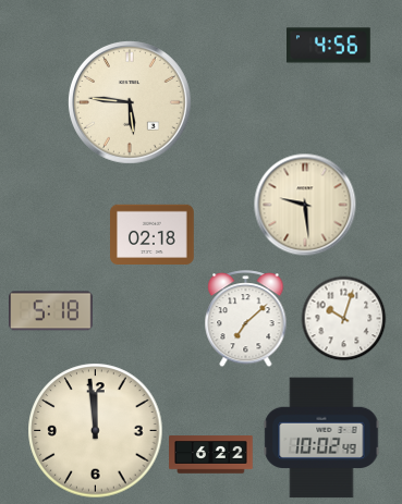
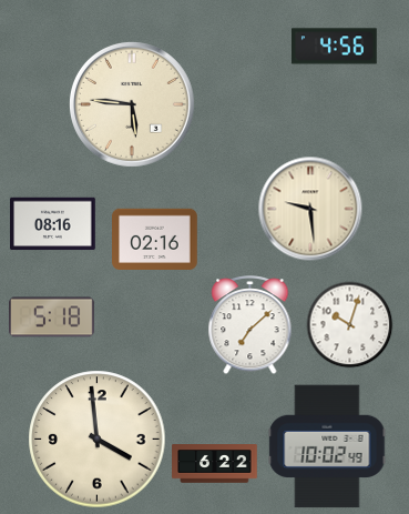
clock at (53, 224): none -> 08:16
clock at (153, 234): 02:18 -> 02:16
clock at (96, 431): 11:59 -> 3:59
